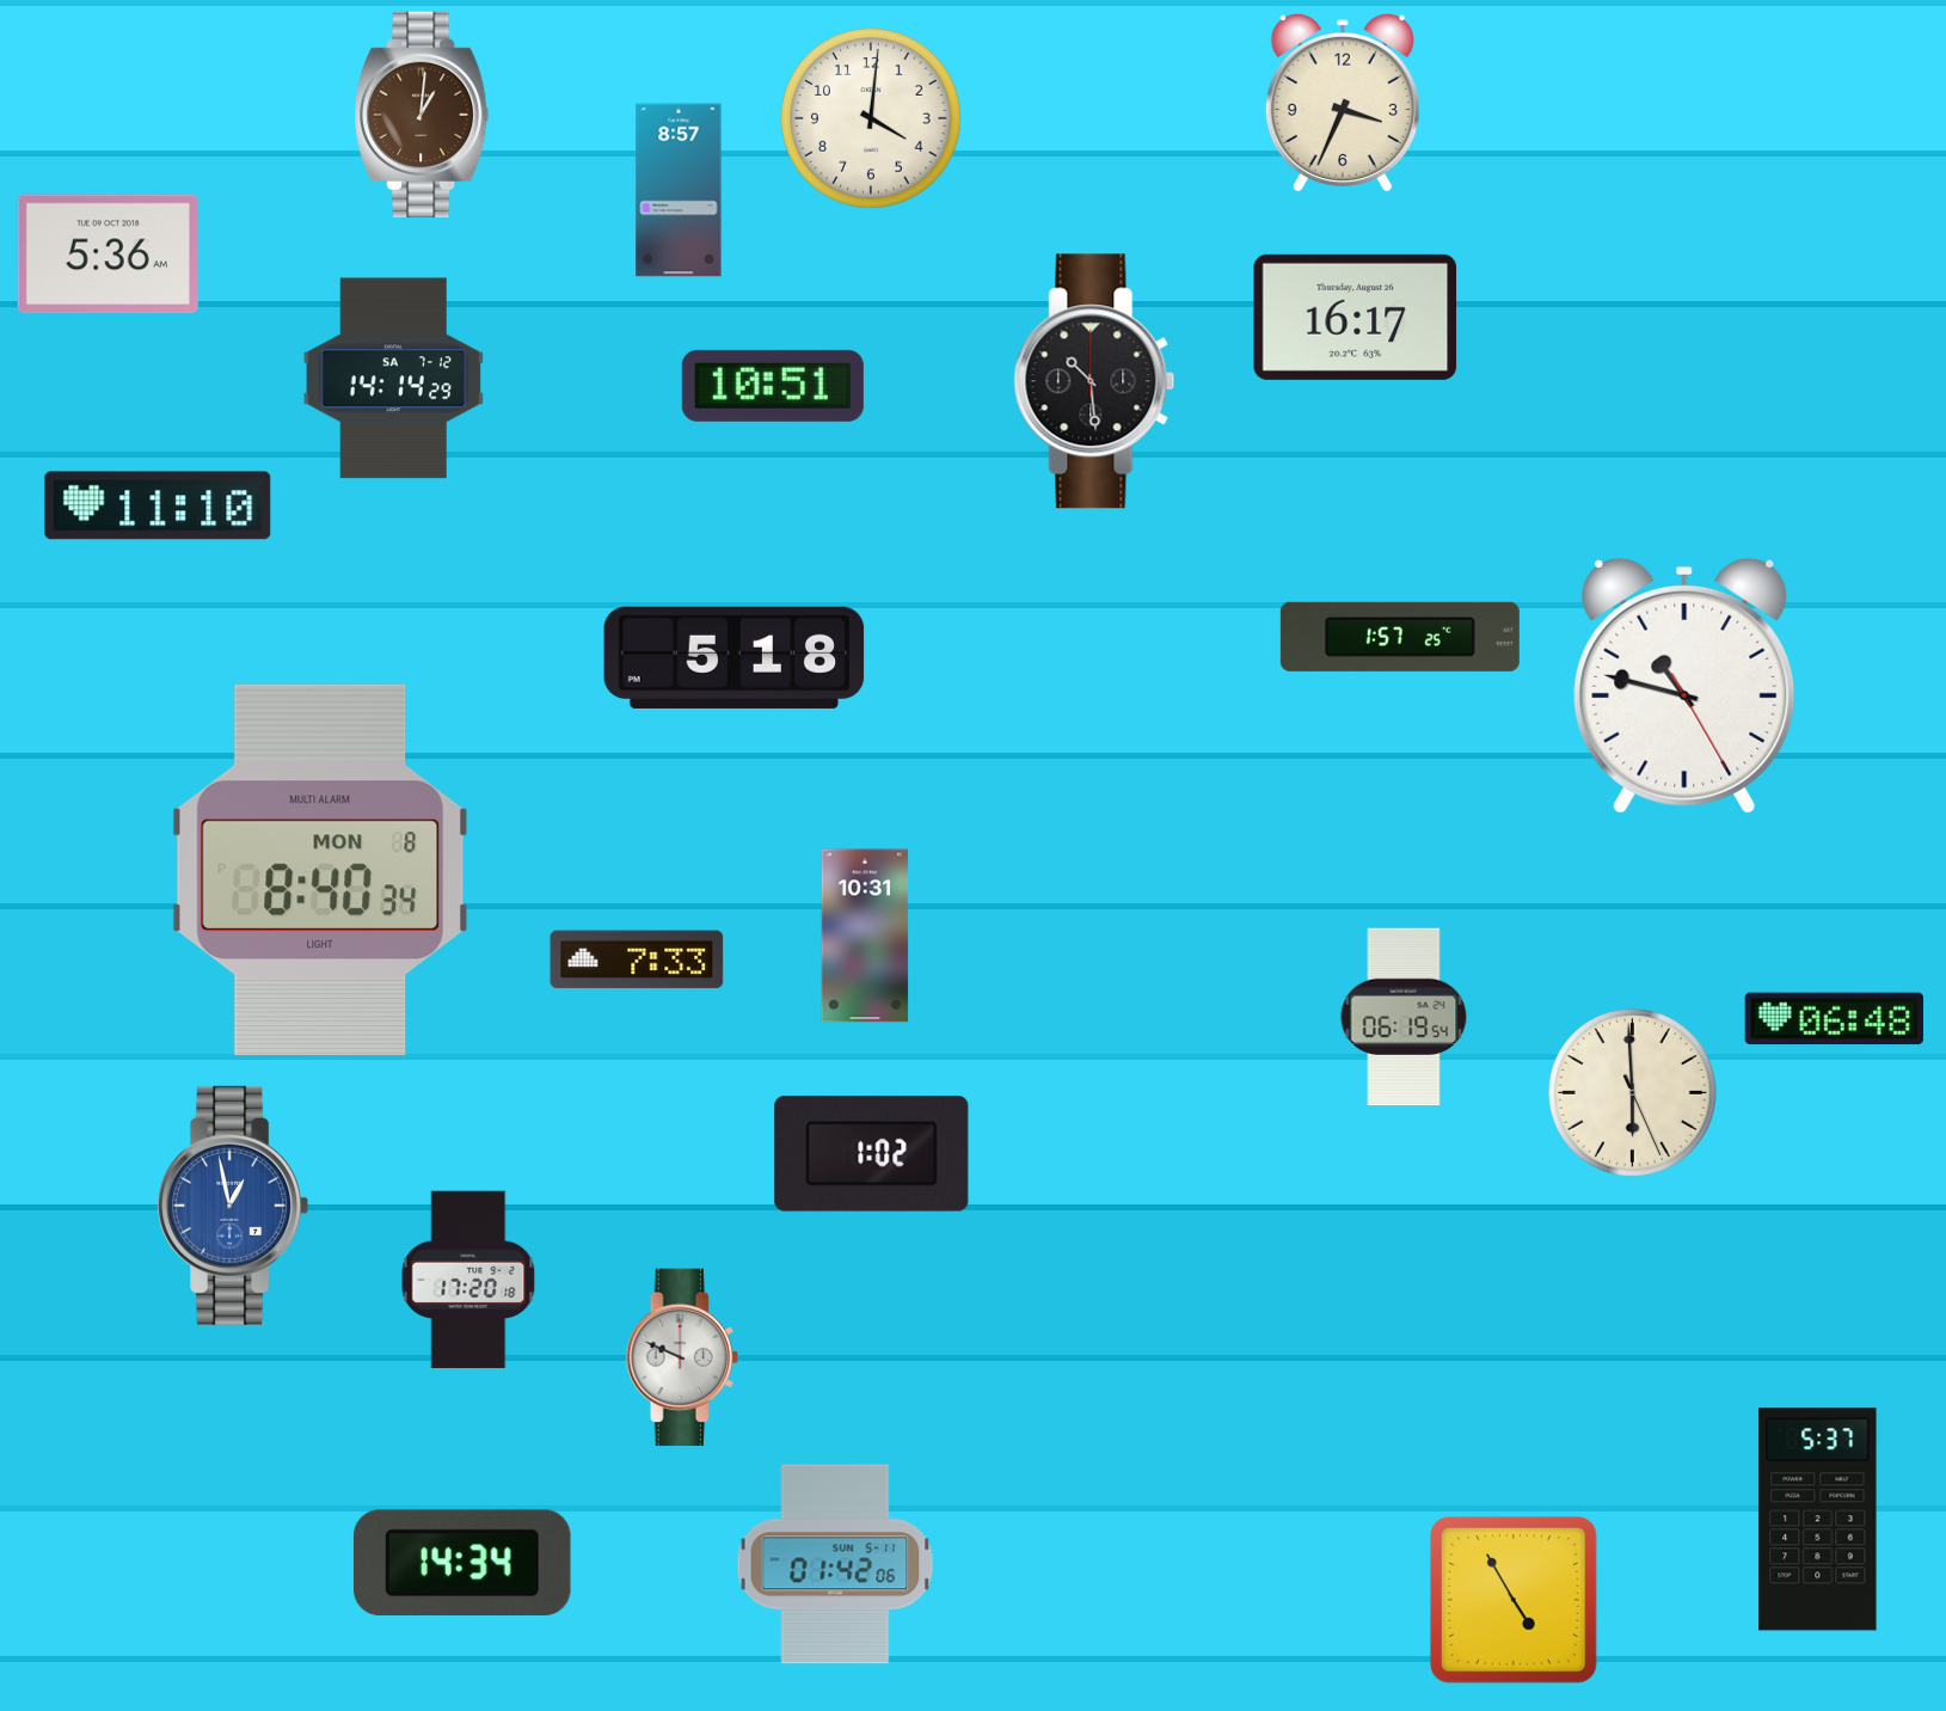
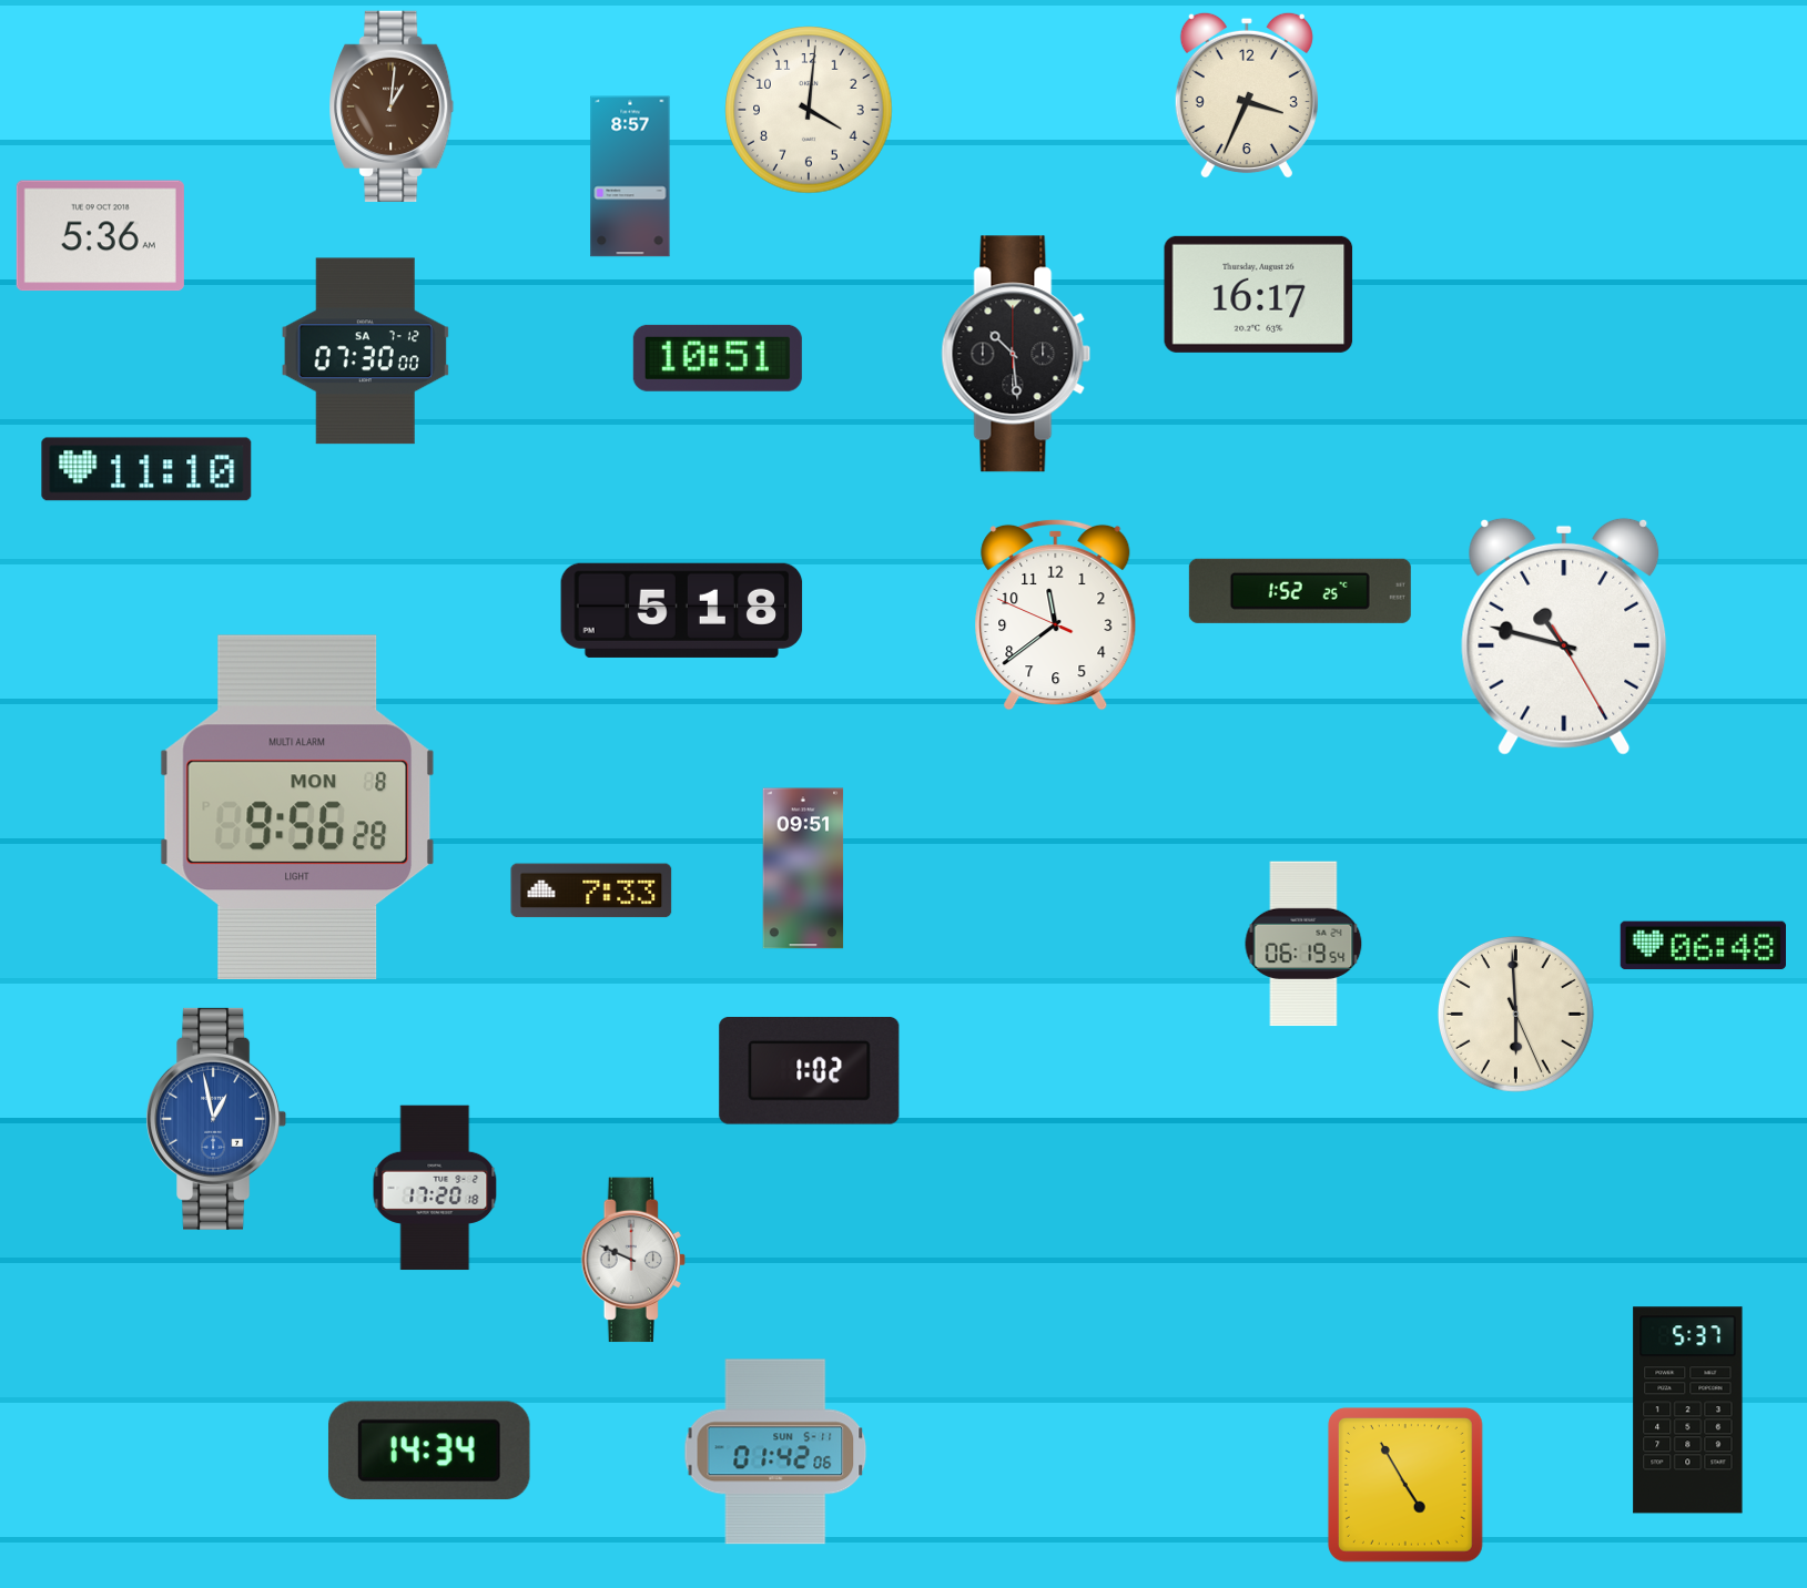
clock at (394, 379): 14:14 -> 07:30
clock at (1400, 637): 1:57 -> 1:52
clock at (1056, 614): none -> 11:38
clock at (320, 870): 8:40 -> 9:56
clock at (865, 936): 10:31 -> 09:51
